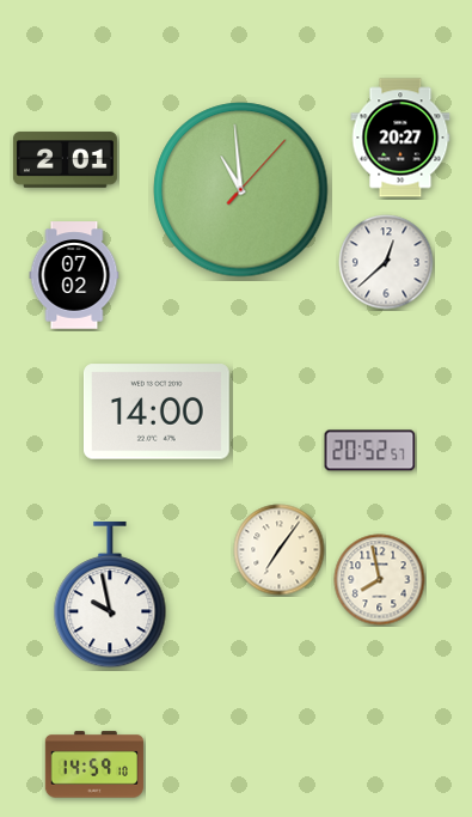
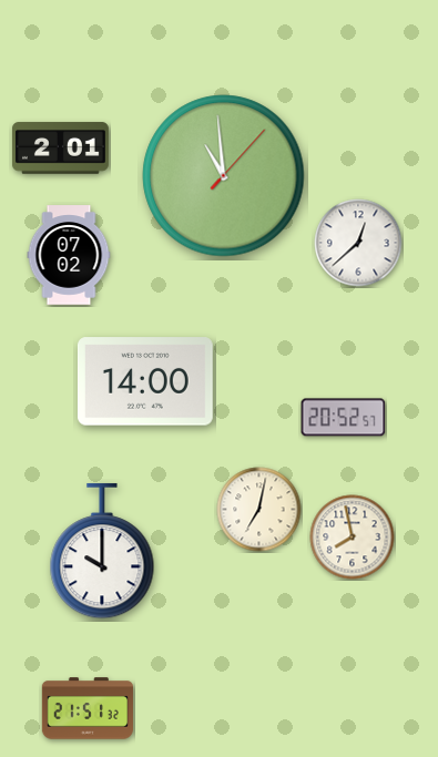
clock at (400, 138): 20:27 -> none
clock at (280, 550): 7:06 -> 7:02
clock at (110, 595): 9:58 -> 10:00
clock at (94, 764): 14:59 -> 21:51
